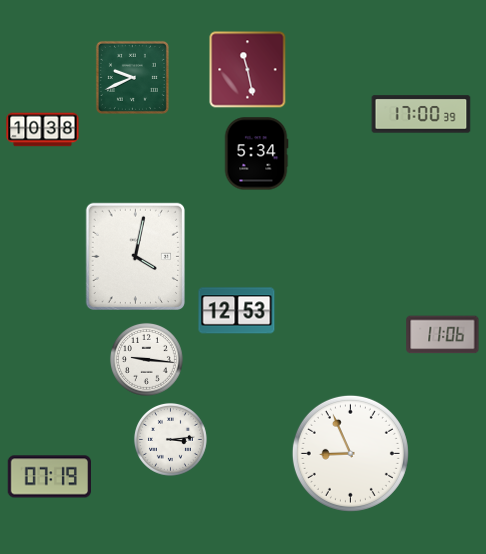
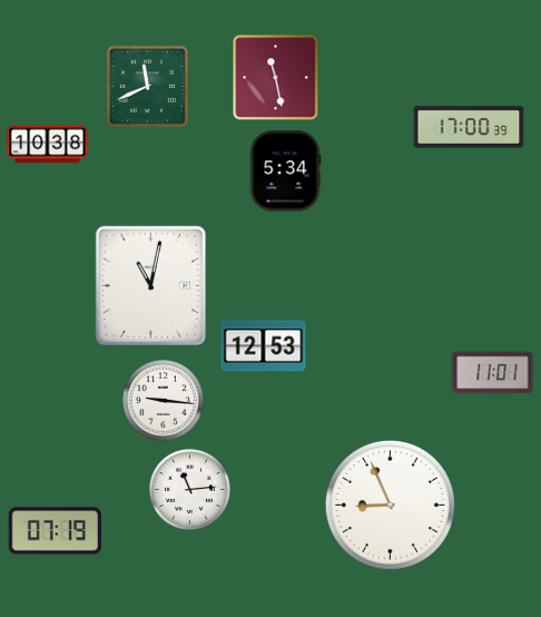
clock at (132, 77): 9:41 -> 11:41
clock at (135, 256): 4:02 -> 11:02
clock at (443, 335): 11:06 -> 11:01
clock at (170, 439): 3:14 -> 11:14
